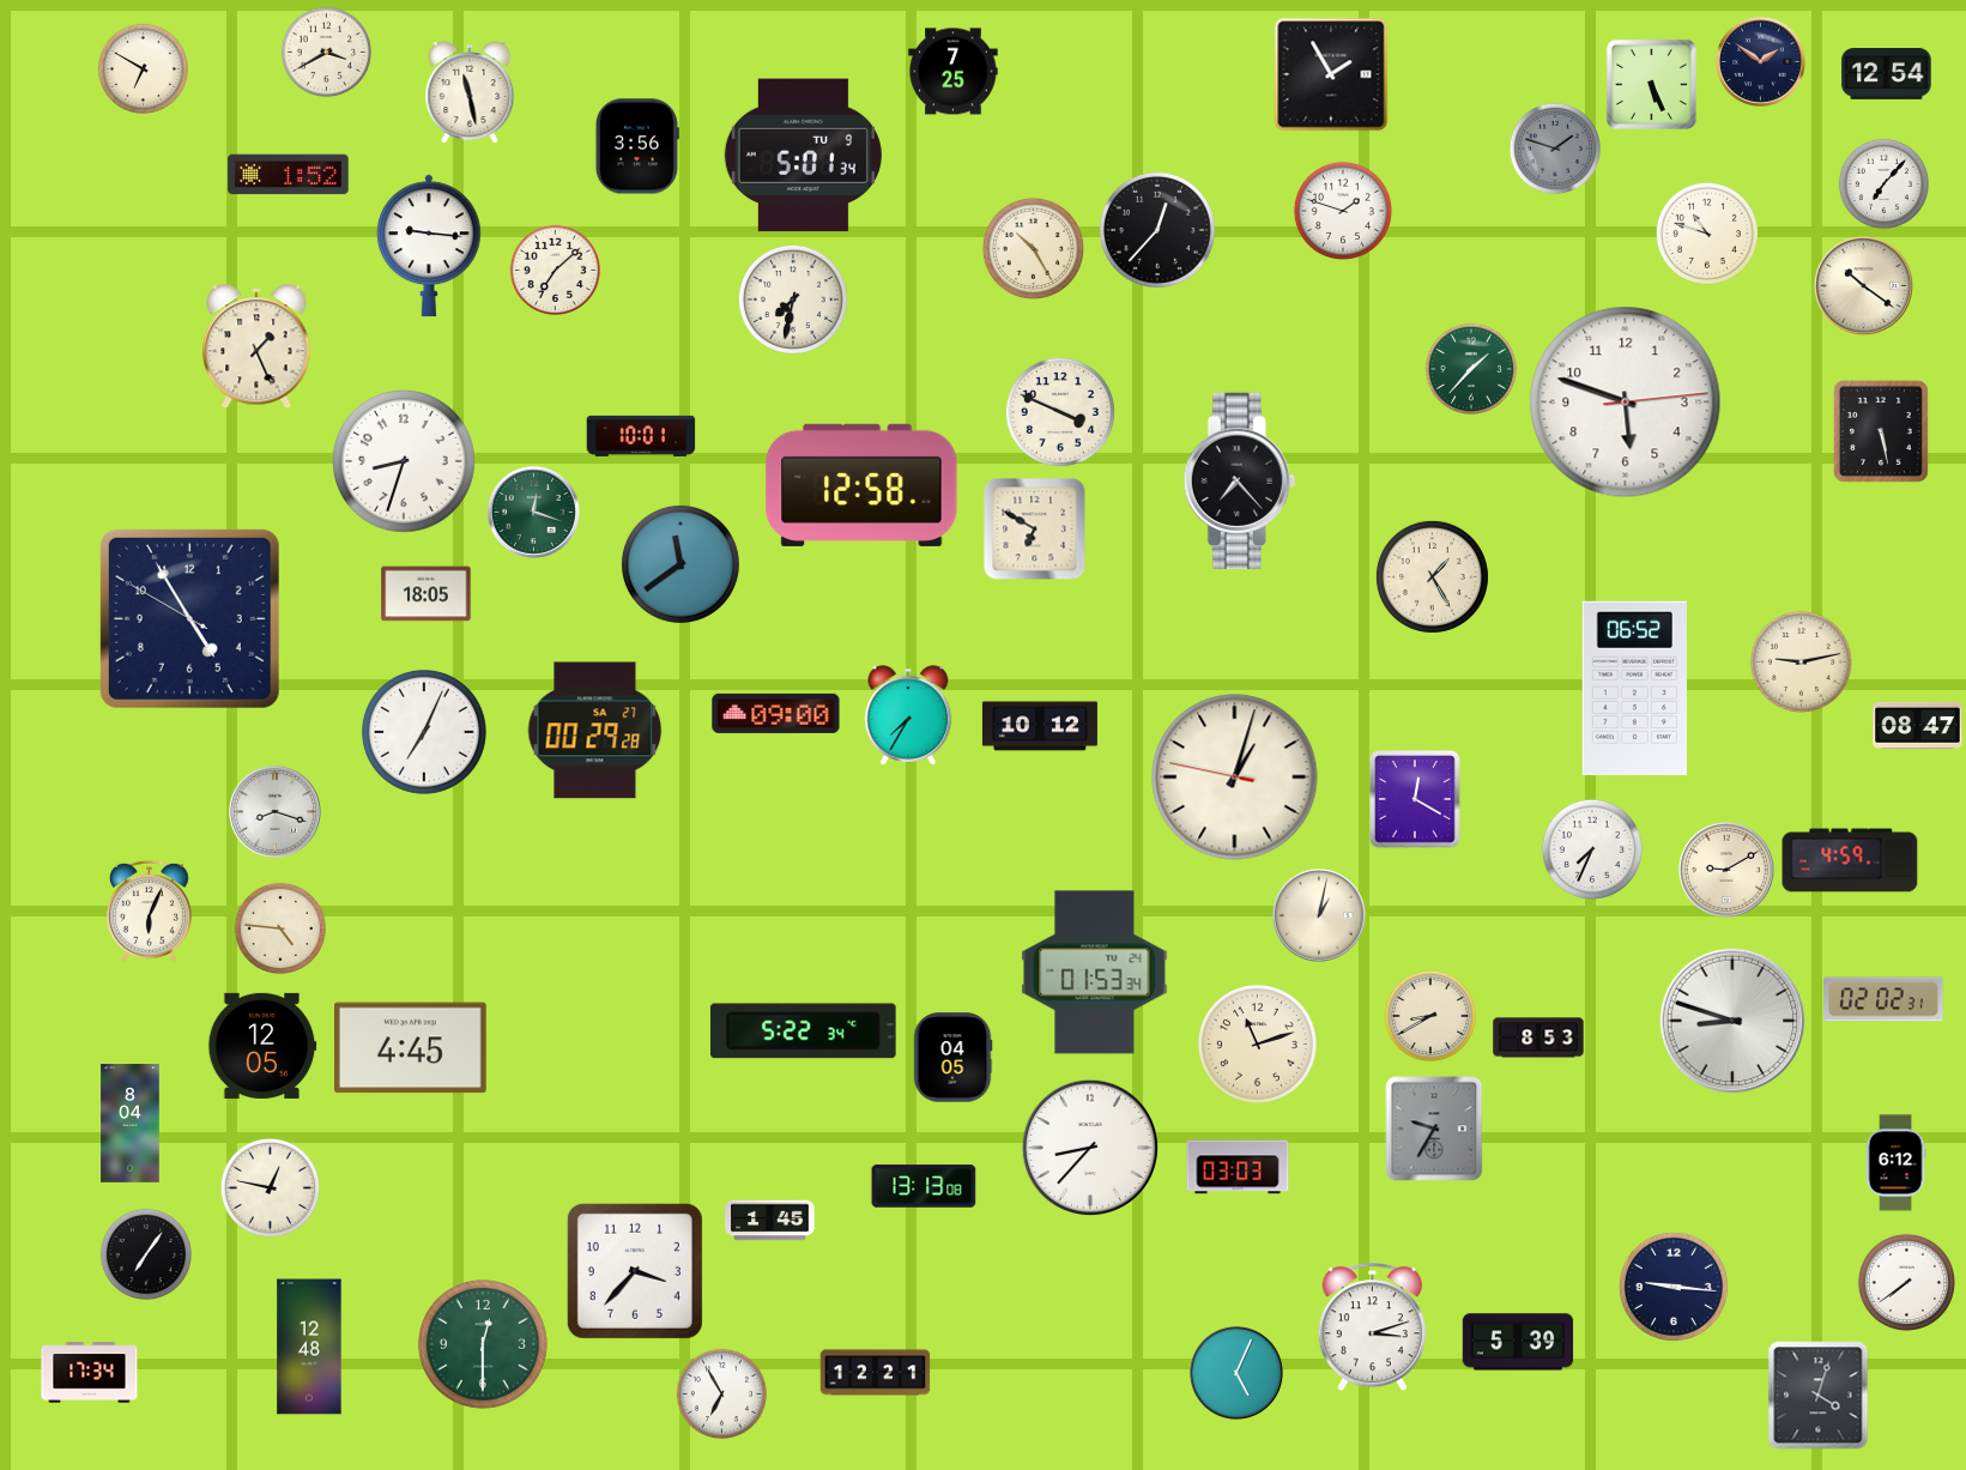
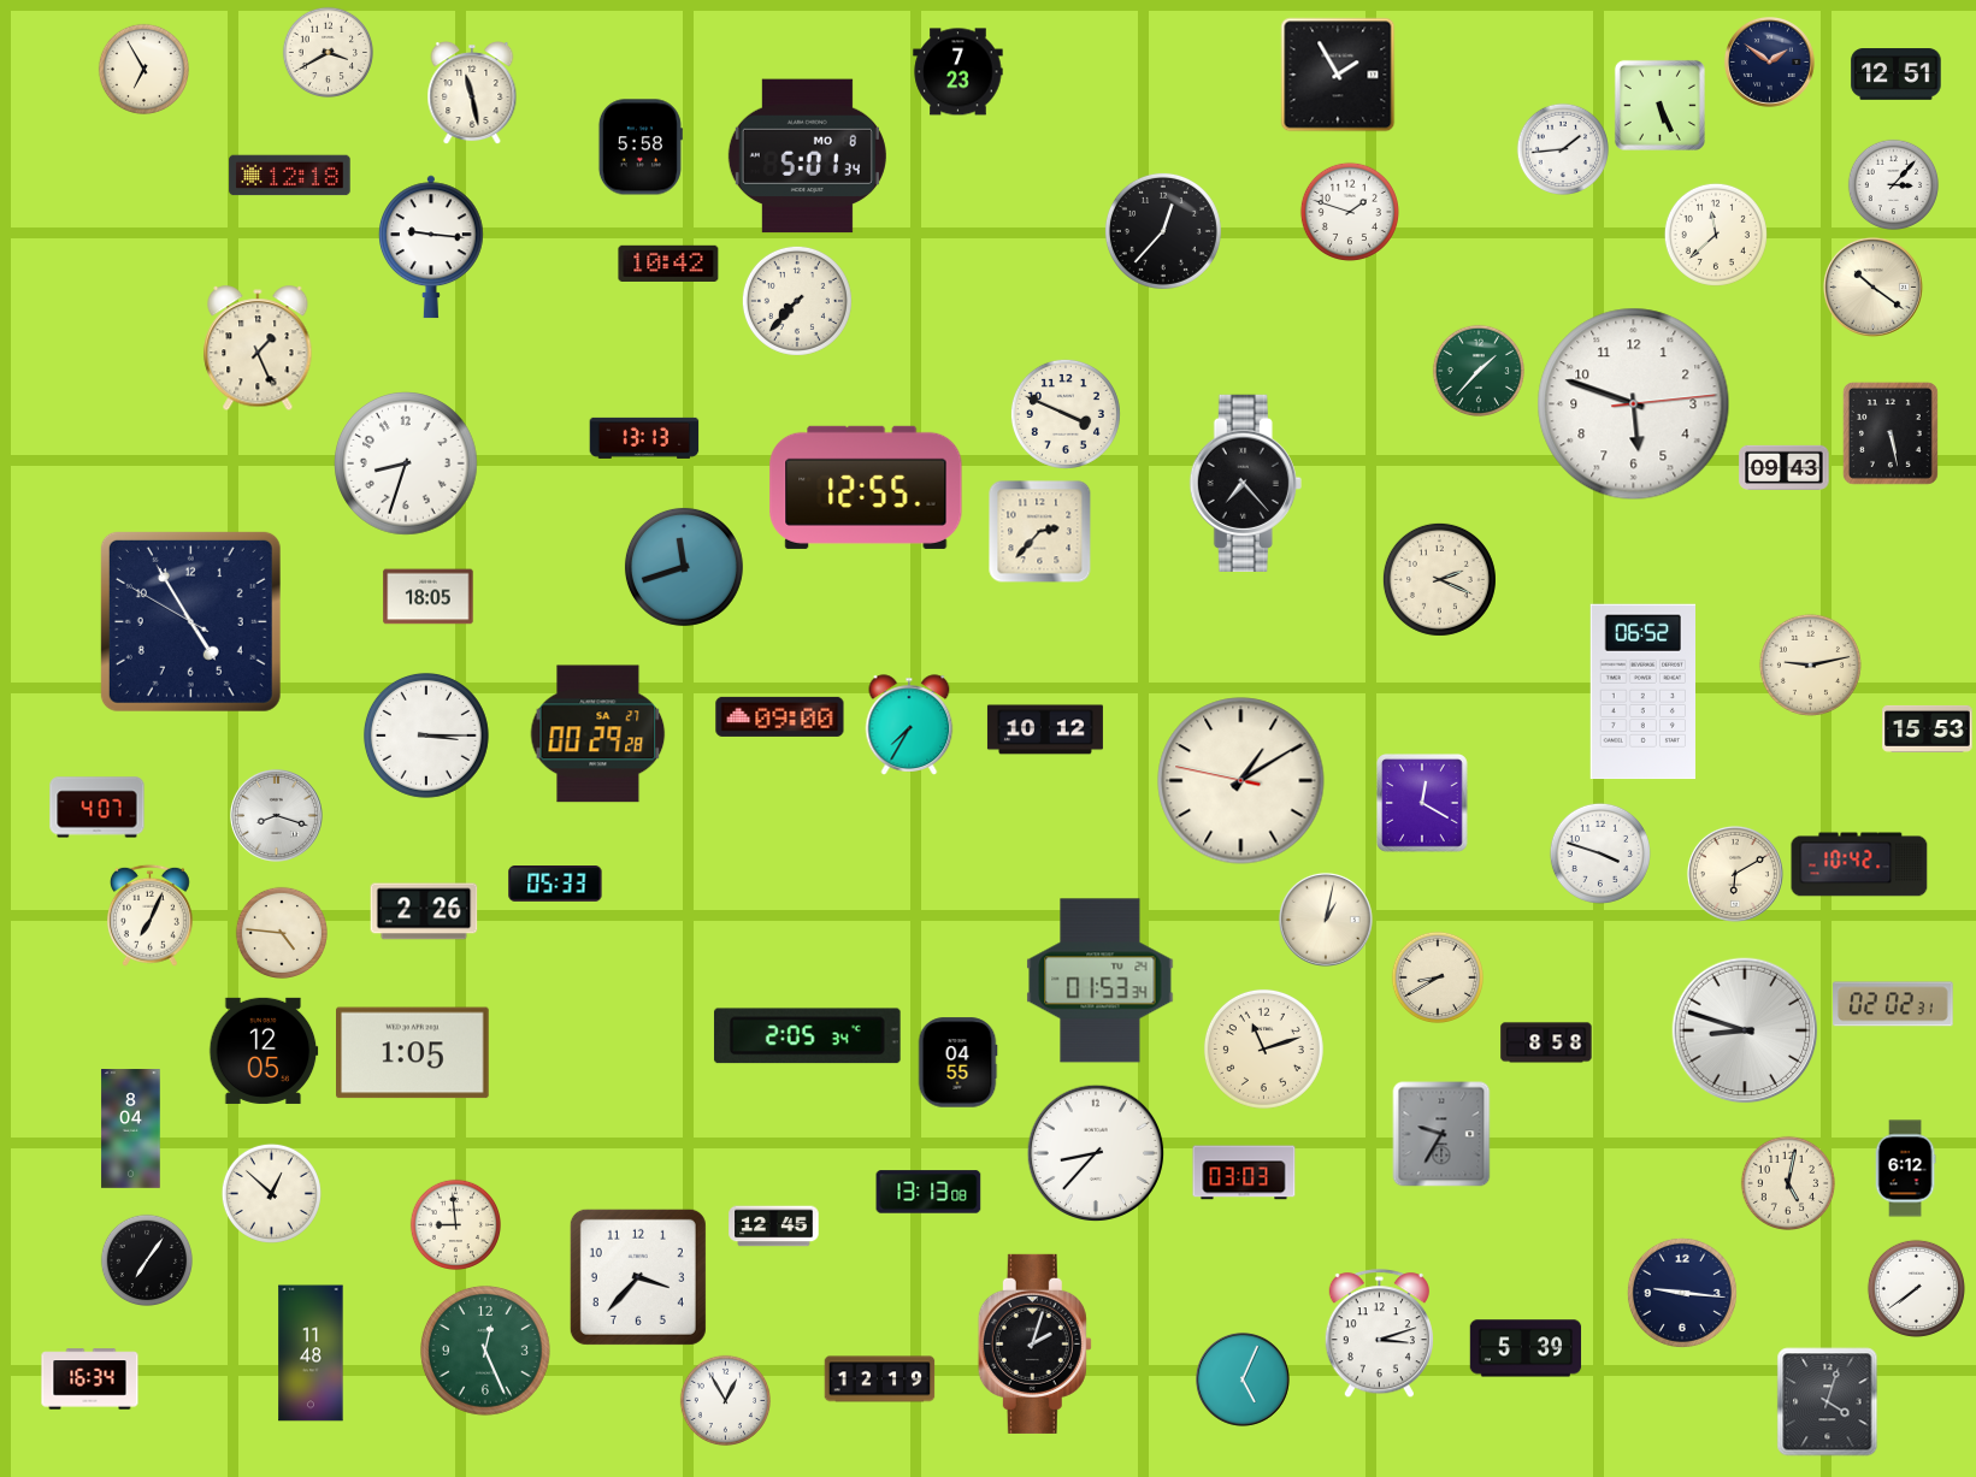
clock at (143, 68): 6:50 -> 6:55
clock at (954, 72): 7:25 -> 7:23
clock at (1887, 74): 12:54 -> 12:51
clock at (1651, 84) position: (1651, 84) -> (1659, 105)
clock at (637, 146): 3:56 -> 5:58
clock at (1554, 147): 1:48 -> 1:44
clock at (1554, 147) dial: grey -> white
clock at (803, 156) date: TU 9 -> MO 8
clock at (289, 175): 1:52 -> 12:18
clock at (1883, 183): 7:07 -> 3:07
clock at (1707, 234): 10:48 -> 11:38
clock at (1033, 248): 10:25 -> none
clock at (668, 264): none -> 10:42
clock at (555, 270): 7:08 -> none
clock at (793, 300): 7:32 -> 7:37
clock at (641, 436): 10:01 -> 13:13
clock at (1785, 467): none -> 09:43
clock at (861, 485): 12:58 -> 12:55
clock at (533, 512): 12:18 -> none
clock at (1035, 530): 6:50 -> 2:37
clock at (680, 564): 11:39 -> 11:42
clock at (1432, 576): 1:25 -> 2:19
clock at (908, 715) position: (908, 715) -> (909, 725)
clock at (1918, 725): 08:47 -> 15:53
clock at (424, 732): 7:04 -> 3:15
clock at (1235, 778): 1:02 -> 1:09
clock at (98, 808): none -> 4:07
clock at (1592, 849): 7:34 -> 3:48
clock at (1850, 860): 4:59 -> 10:42
clock at (1726, 870): 9:10 -> 6:10
clock at (555, 884): none -> 05:33
clock at (424, 911): none -> 2:26
clock at (149, 911): 6:04 -> 7:04
clock at (1095, 973) position: (1095, 973) -> (1101, 981)
clock at (1429, 1015) position: (1429, 1015) -> (1437, 976)
clock at (1732, 1021) position: (1732, 1021) -> (1745, 1030)
clock at (803, 1032): 5:22 -> 2:05
clock at (1538, 1038): 8:53 -> 8:58
clock at (411, 1048): 4:45 -> 1:05
clock at (952, 1058): 04:05 -> 04:55
clock at (1787, 1182): none -> 5:02
clock at (270, 1187): 12:47 -> 12:52
clock at (455, 1224): none -> 8:59
clock at (770, 1221): 1:45 -> 12:45
clock at (1034, 1343): none -> 2:03
clock at (483, 1344): 12:30 -> 12:26
clock at (309, 1347): 12:48 -> 11:48
clock at (90, 1373): 17:34 -> 16:34
clock at (876, 1373): 12:21 -> 12:19
clock at (721, 1393): 6:55 -> 12:55
